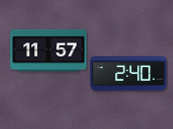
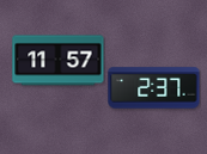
clock at (129, 74): 2:40 -> 2:37
